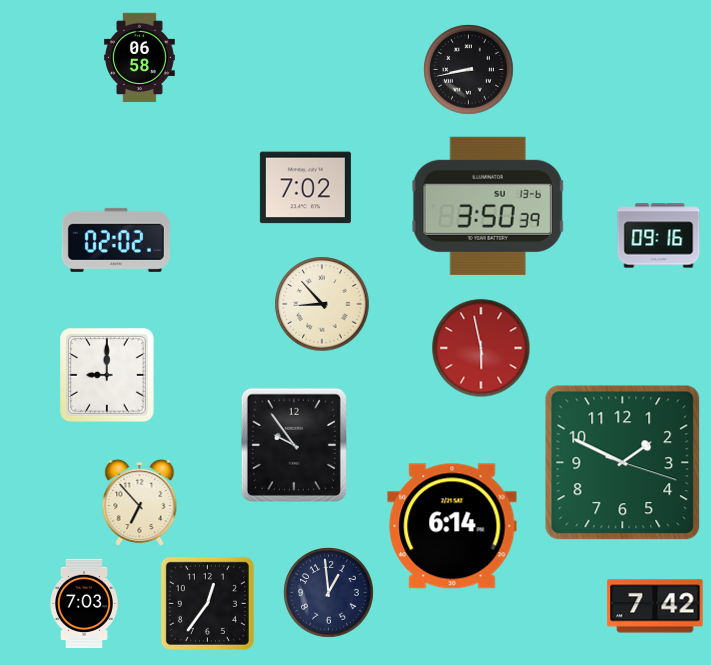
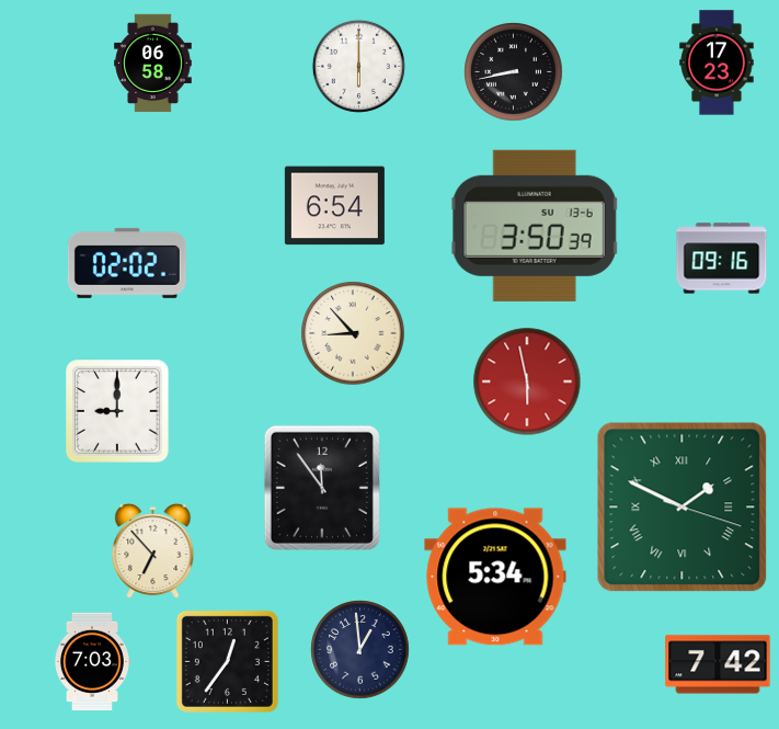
clock at (717, 62): none -> 17:23
clock at (358, 66): none -> 6:00
clock at (469, 70) position: (469, 70) -> (514, 72)
clock at (305, 188): 7:02 -> 6:54
clock at (294, 445): 9:54 -> 11:54
clock at (623, 463) numerals: Arabic -> Roman
clock at (452, 526): 6:14 -> 5:34
